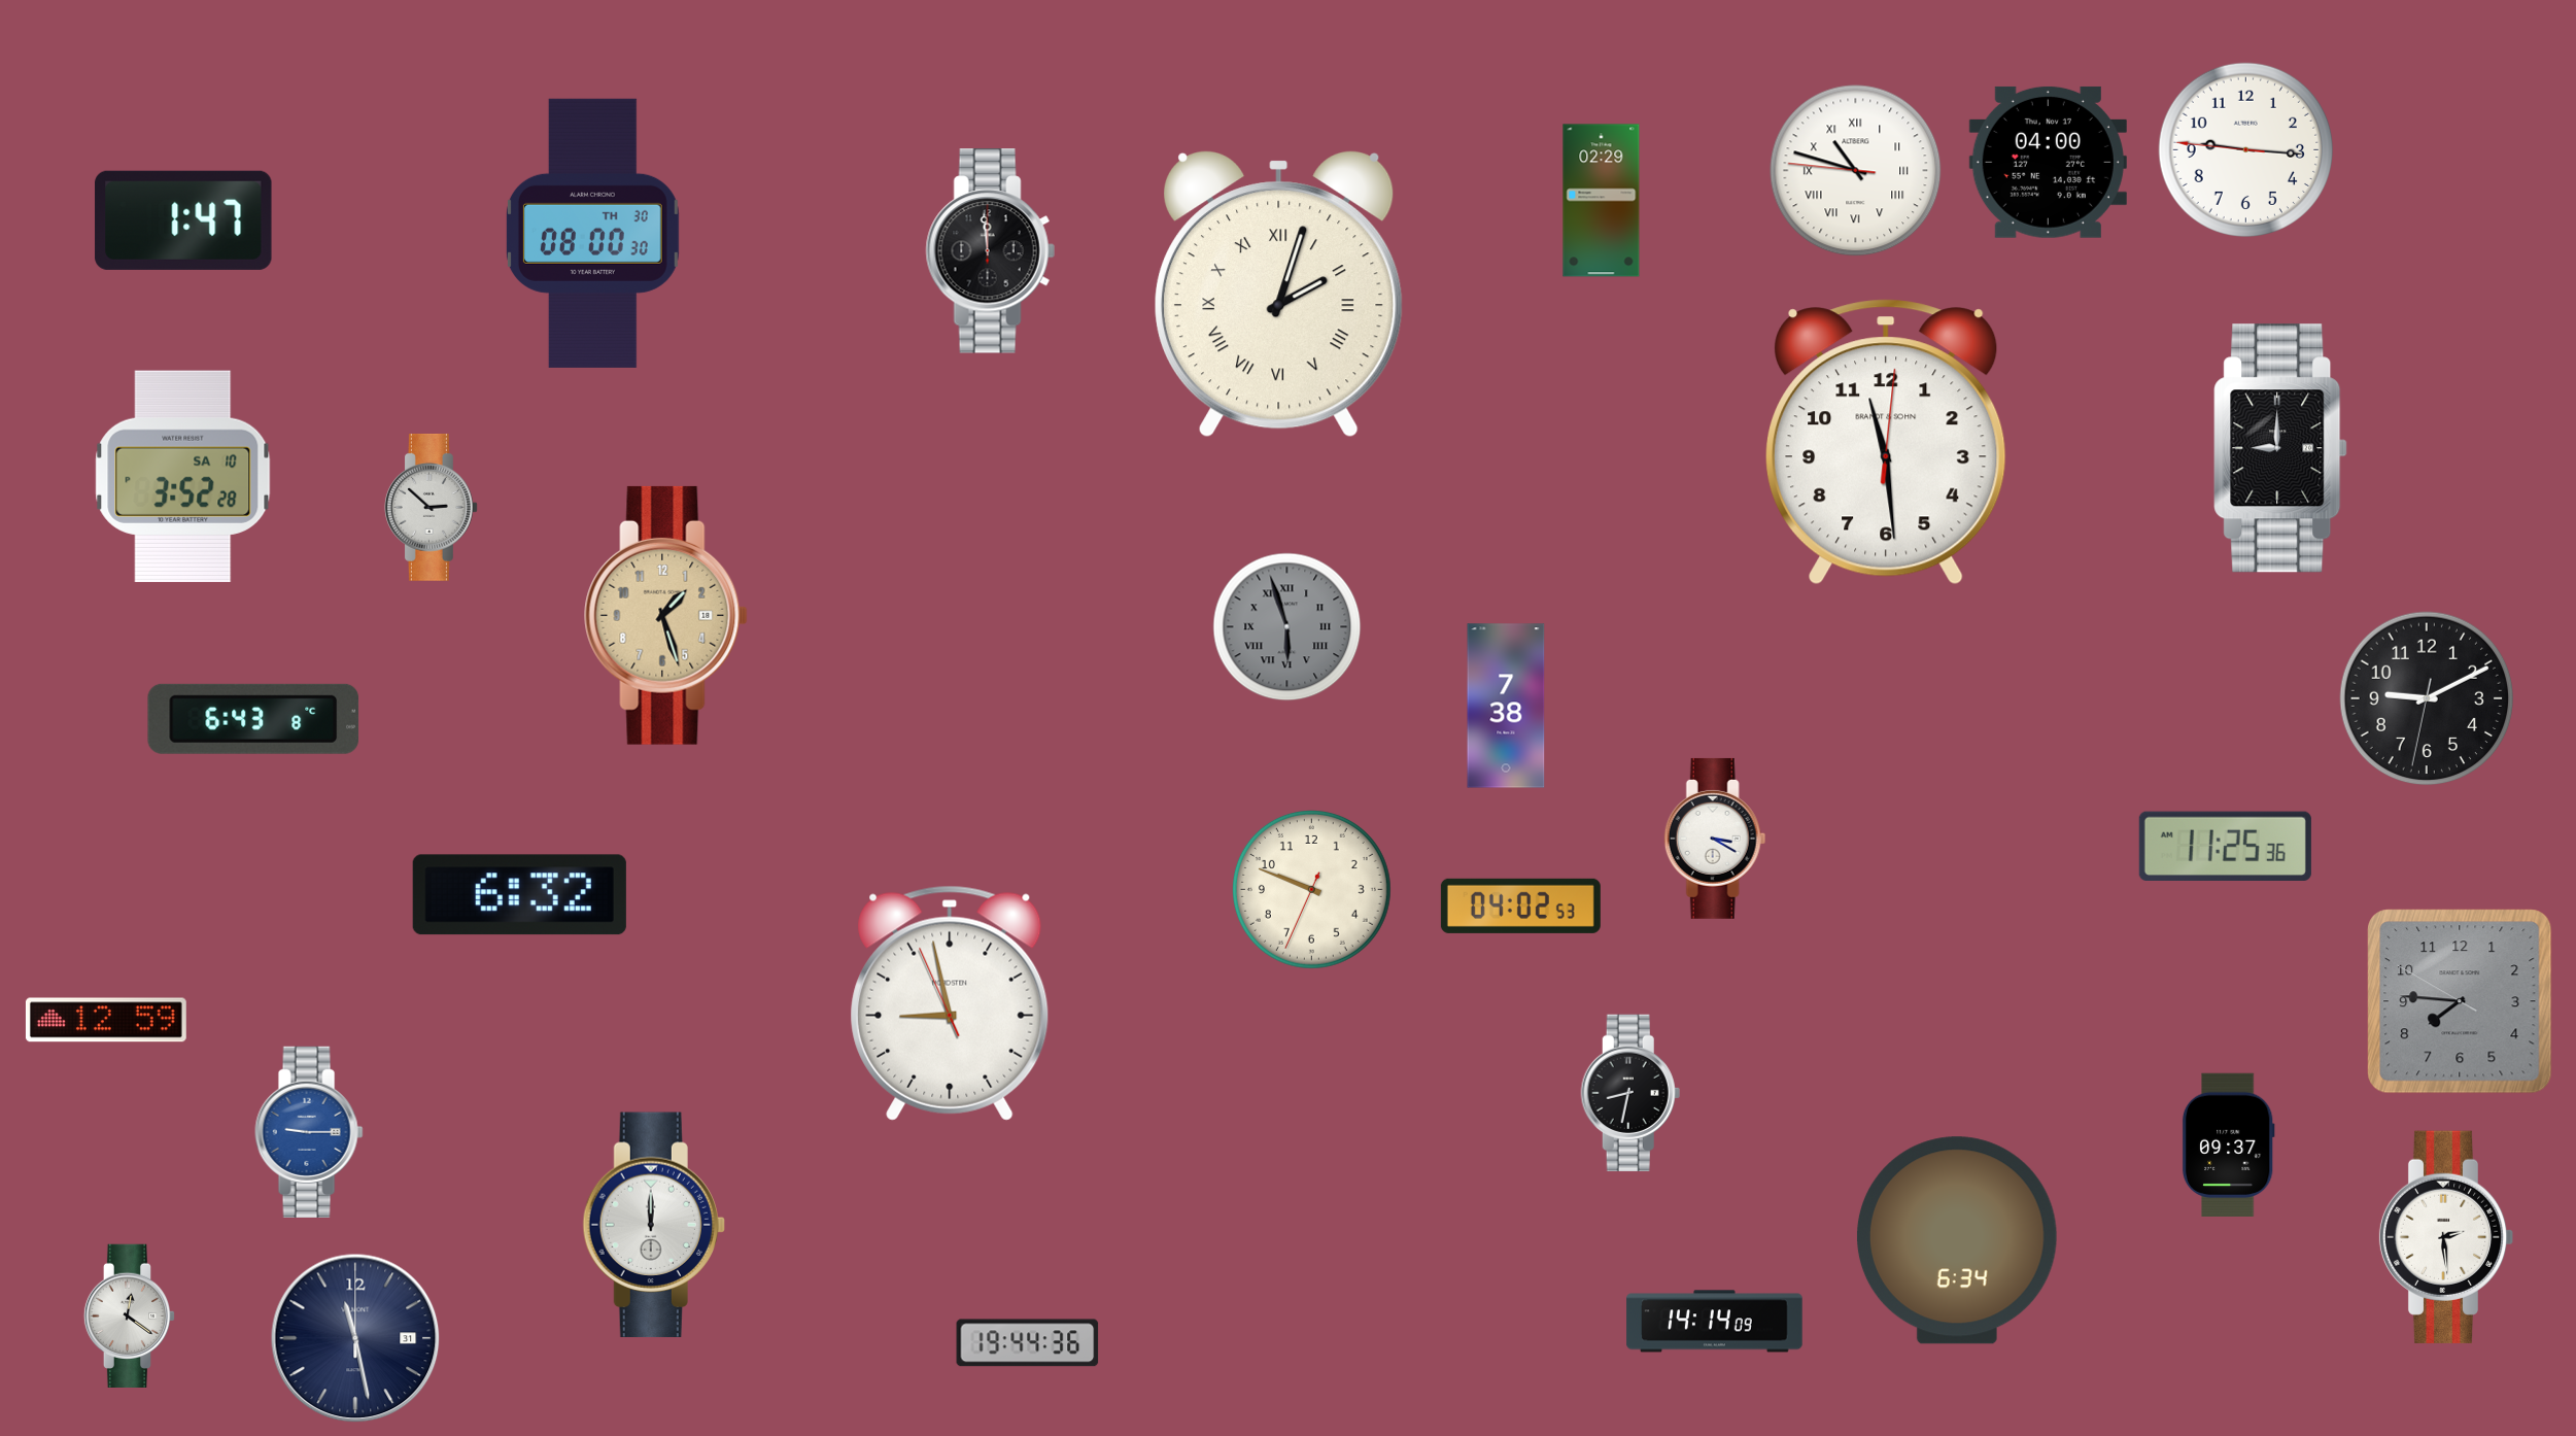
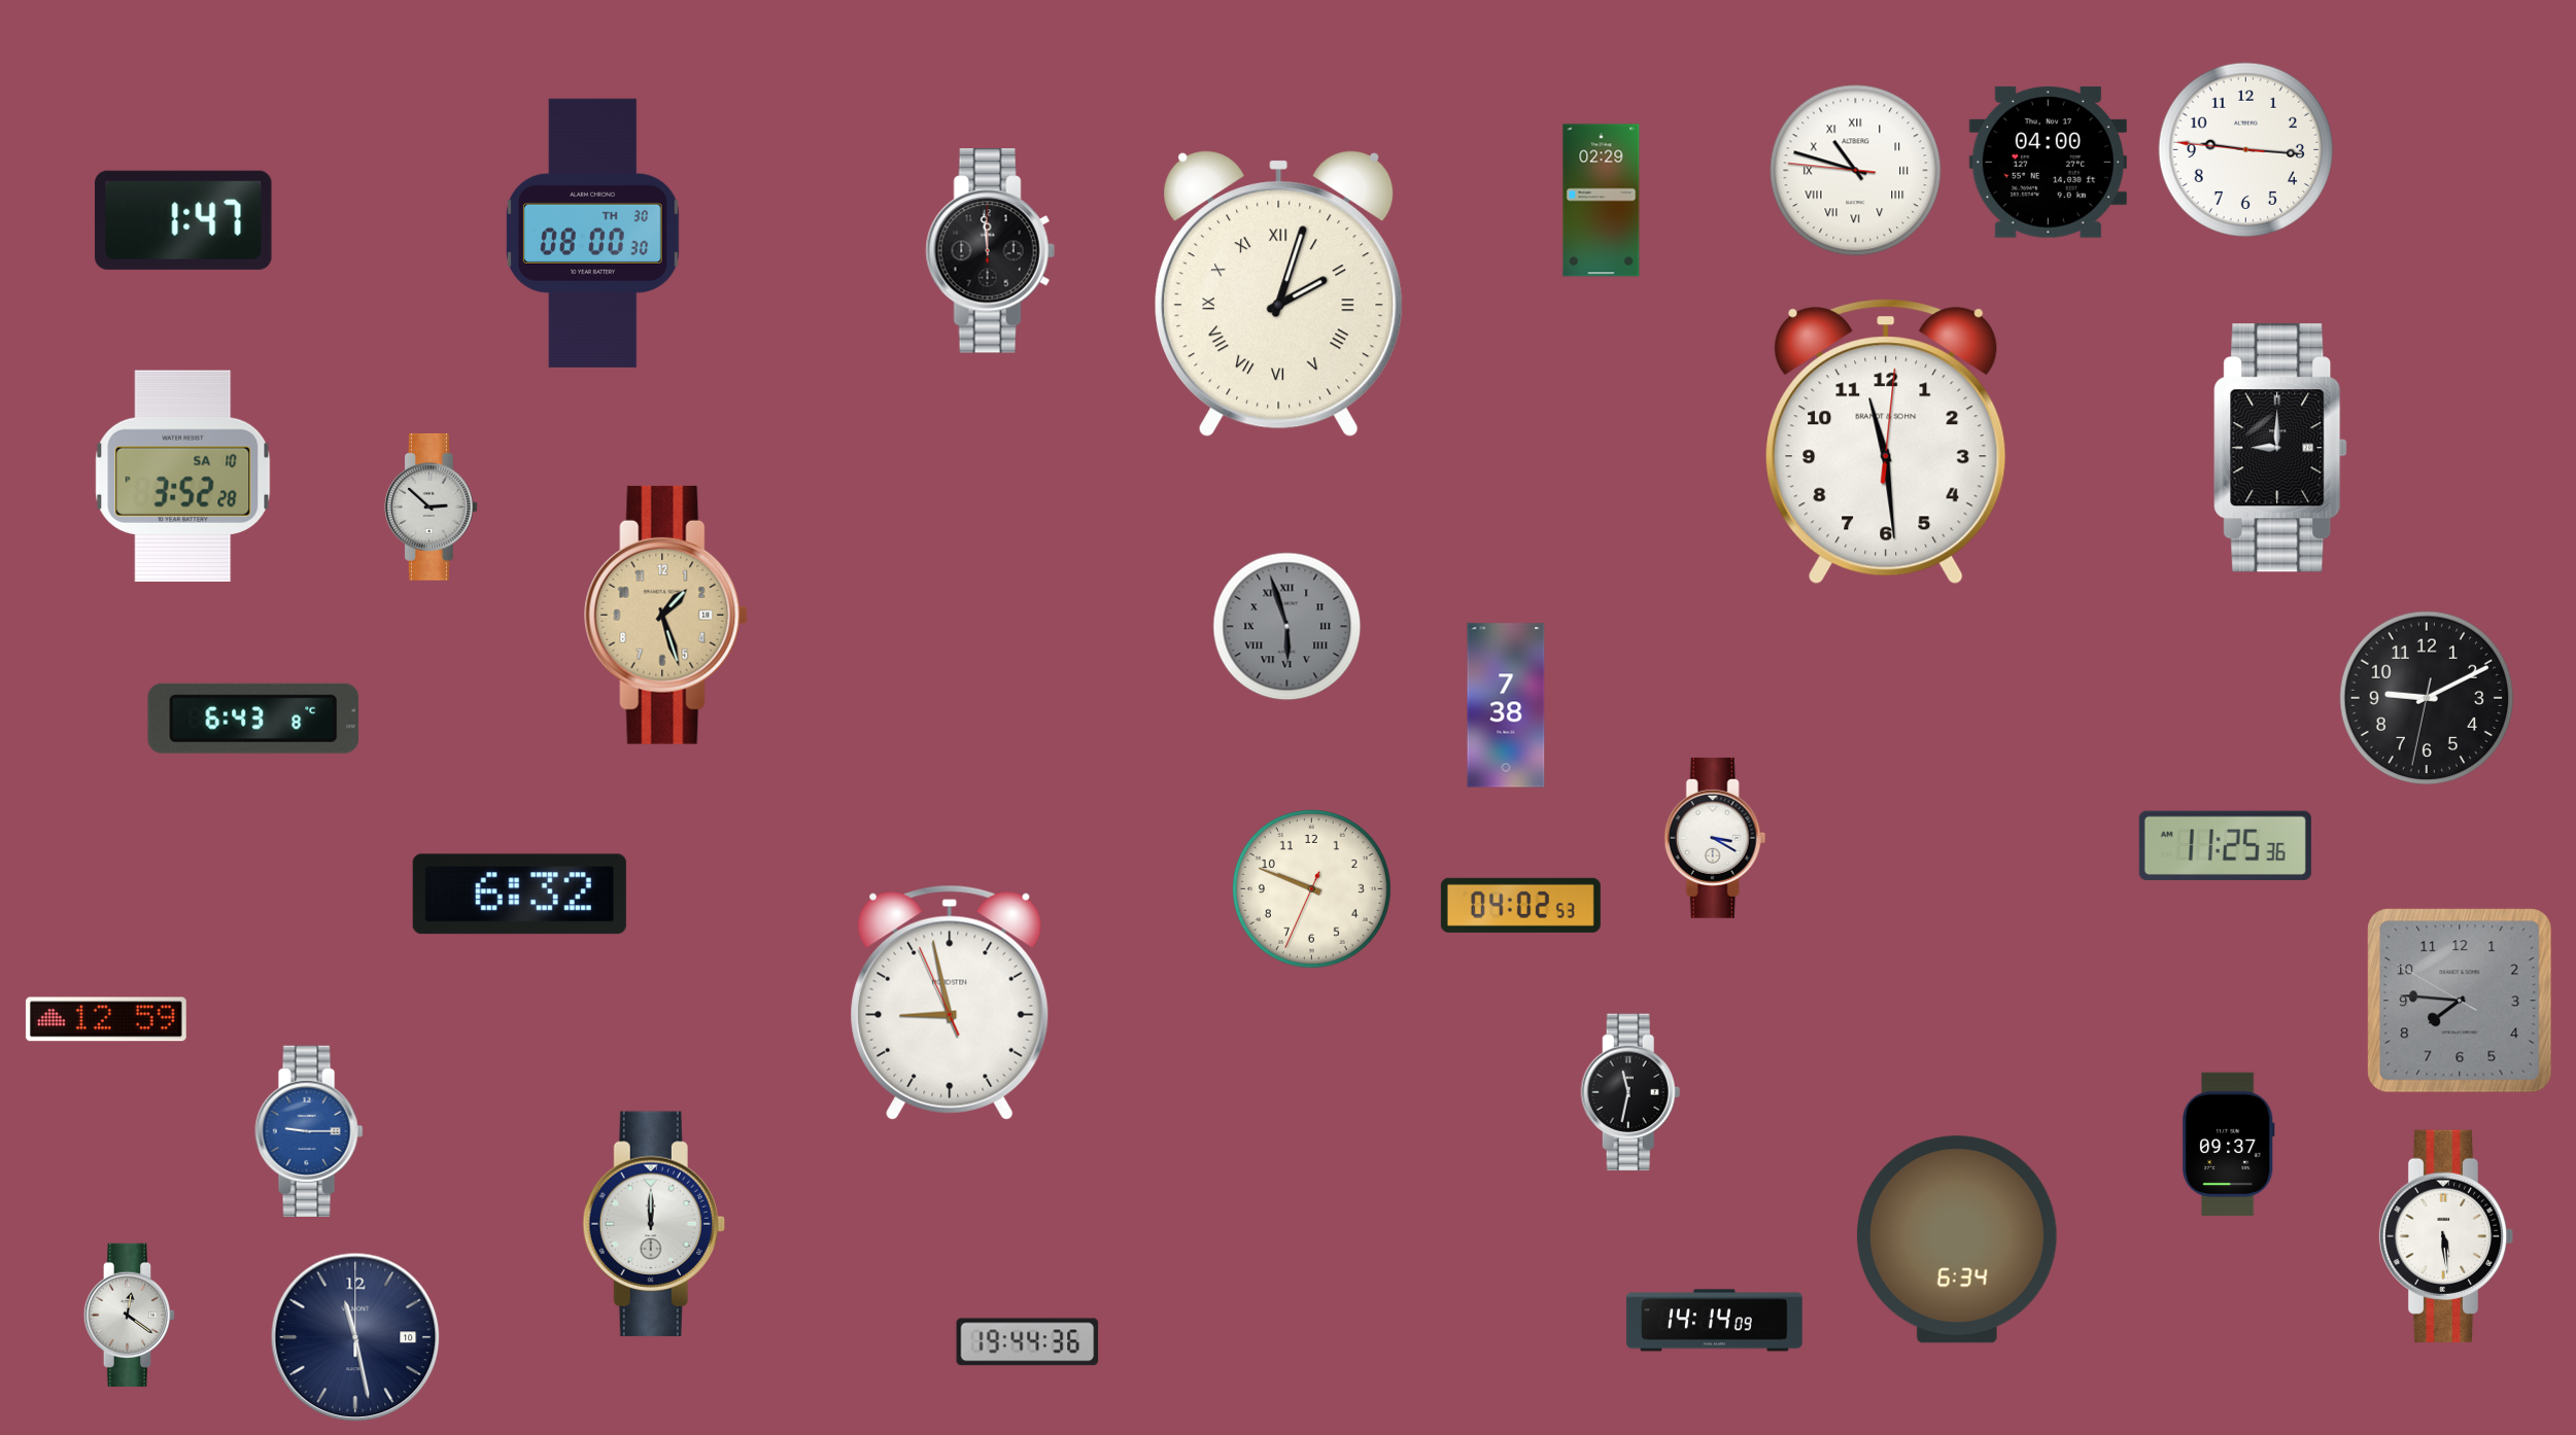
clock at (1630, 1093): 8:32 -> 11:32
clock at (2446, 1237): 2:29 -> 5:29
clock at (355, 1338) date: 31 -> 10
